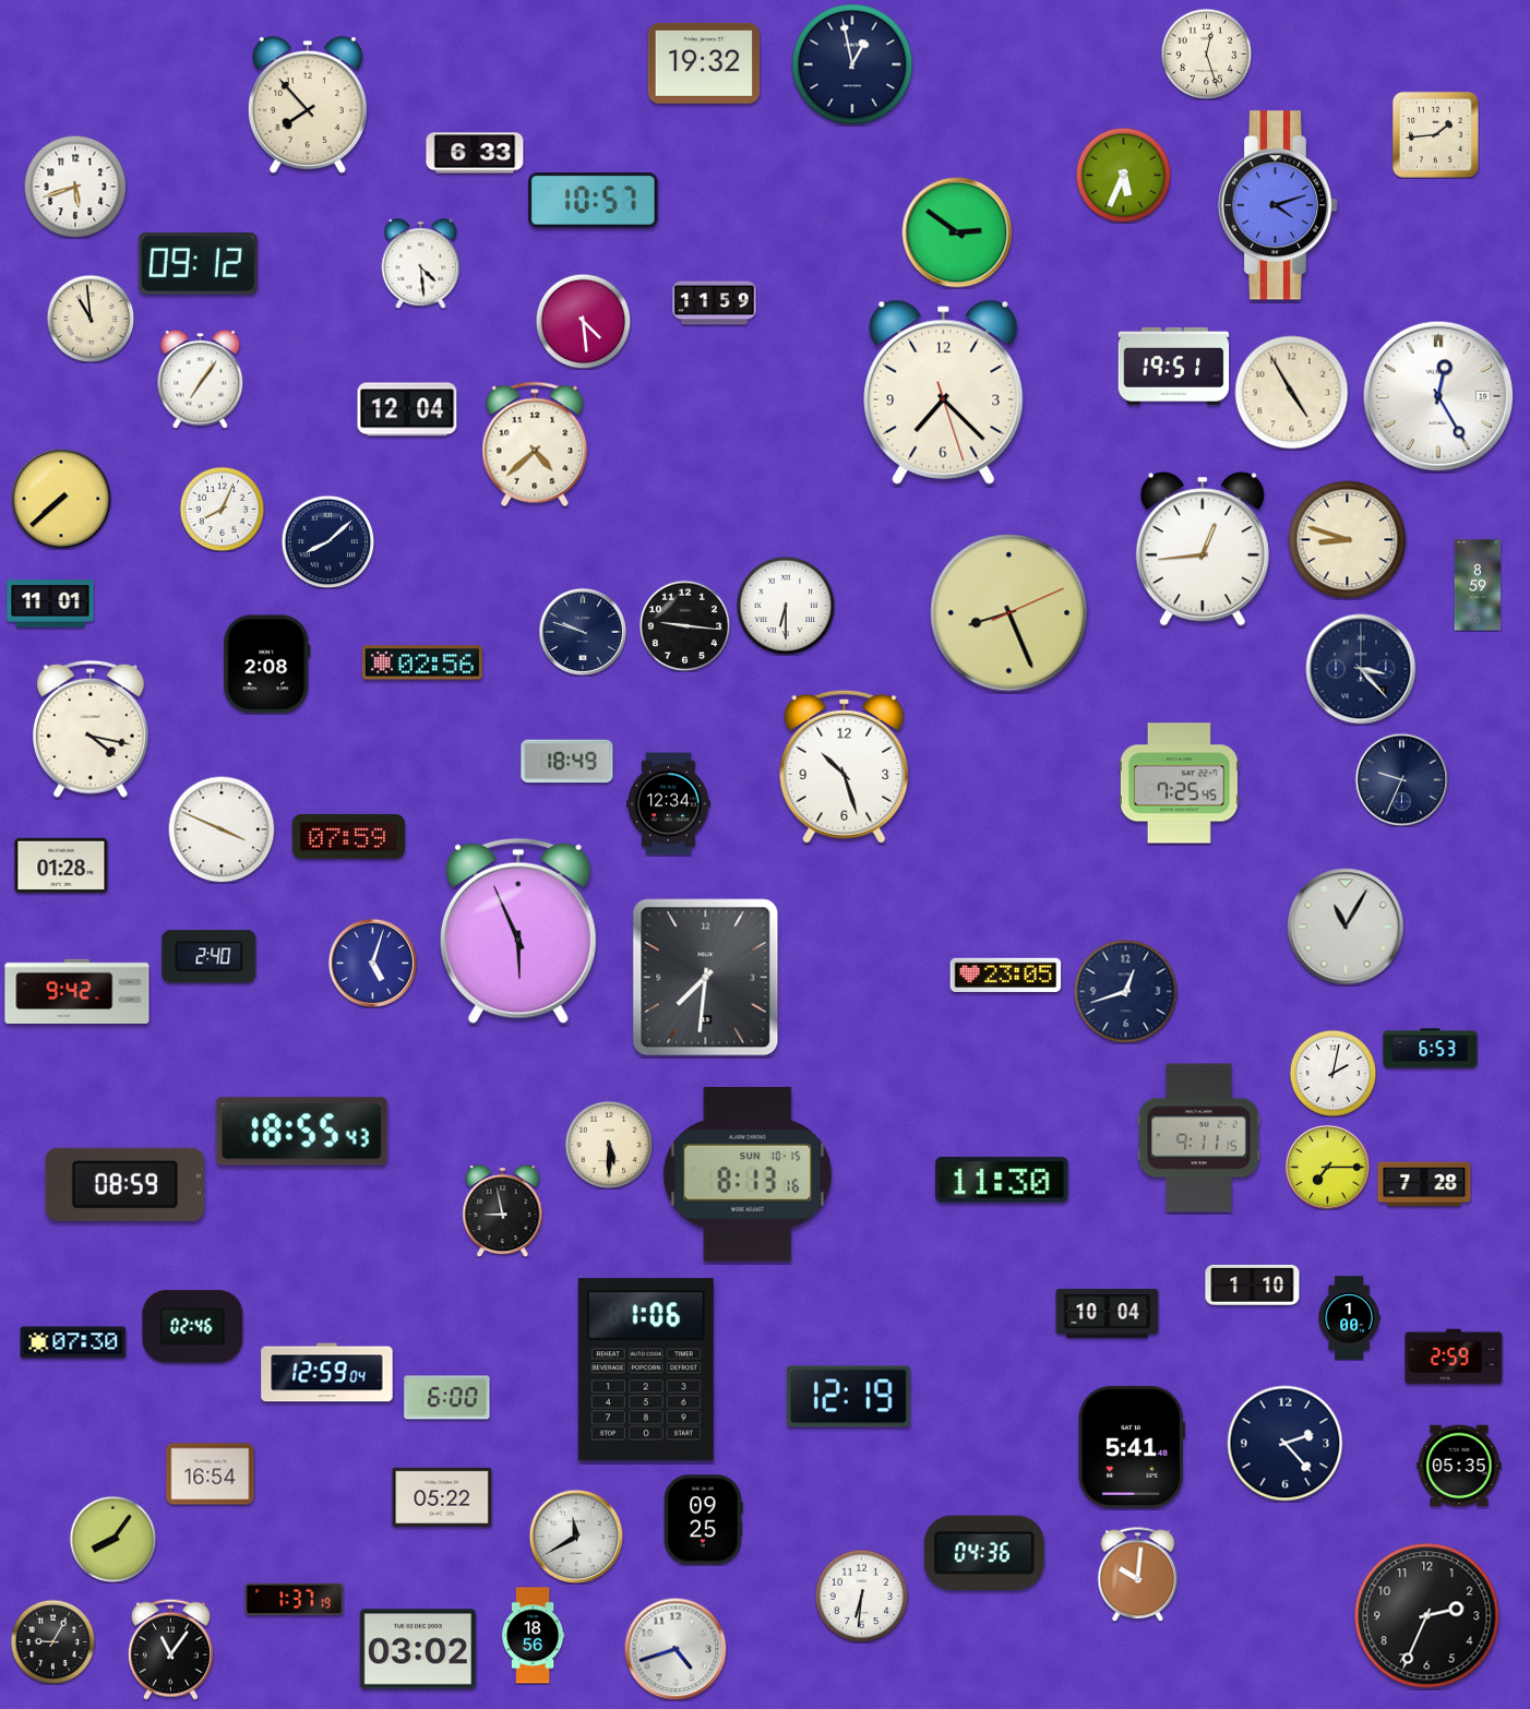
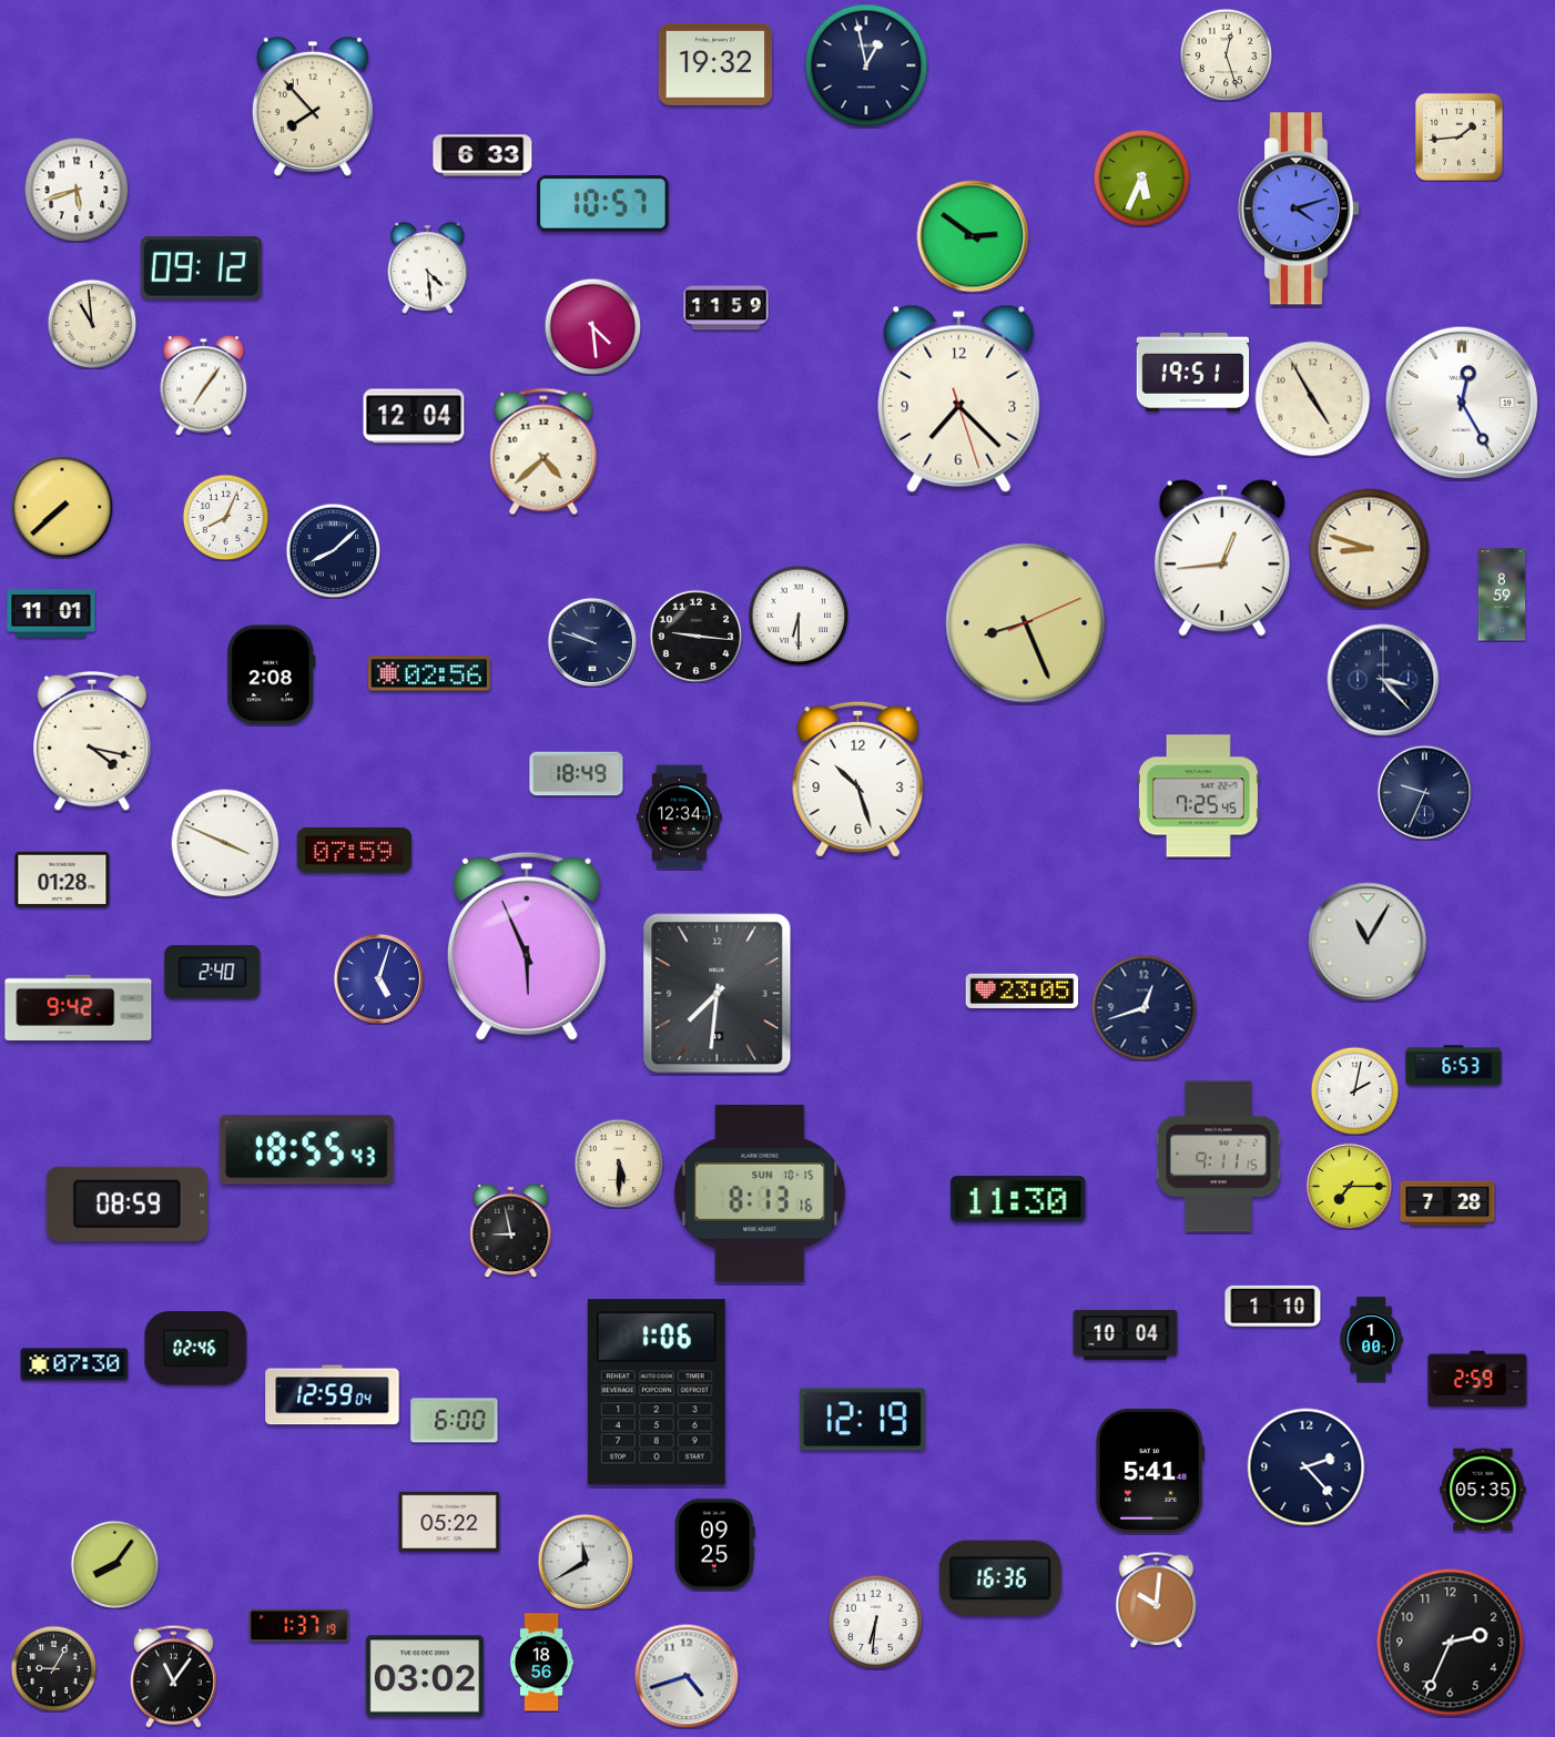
clock at (211, 1474): 16:54 -> none
clock at (984, 1552): 04:36 -> 16:36
